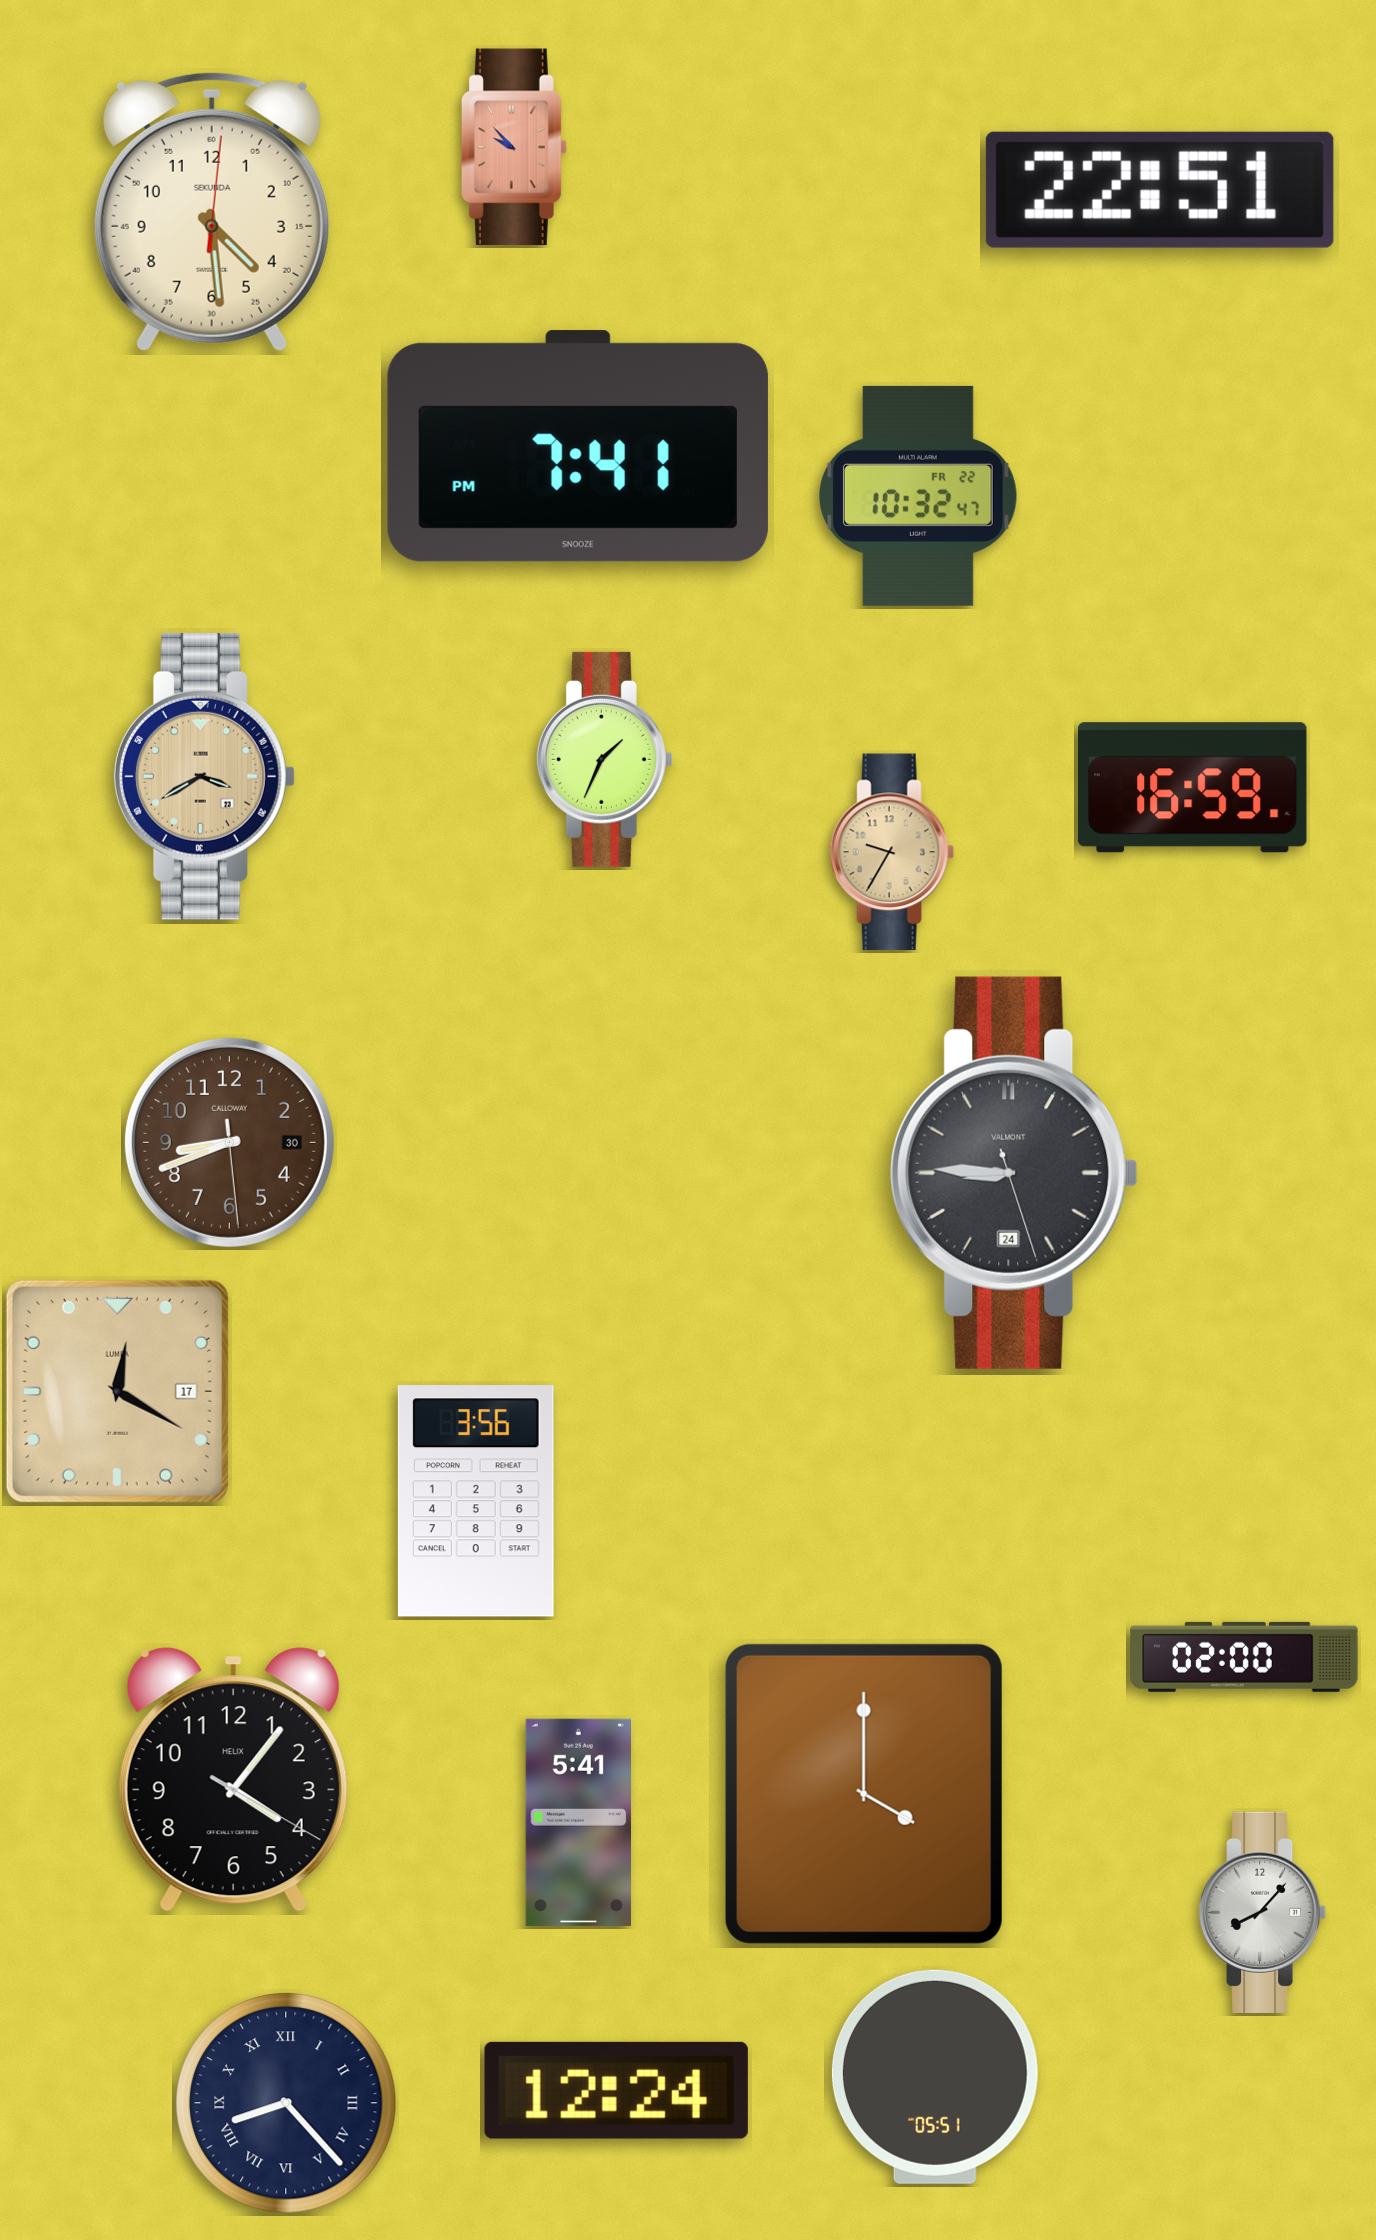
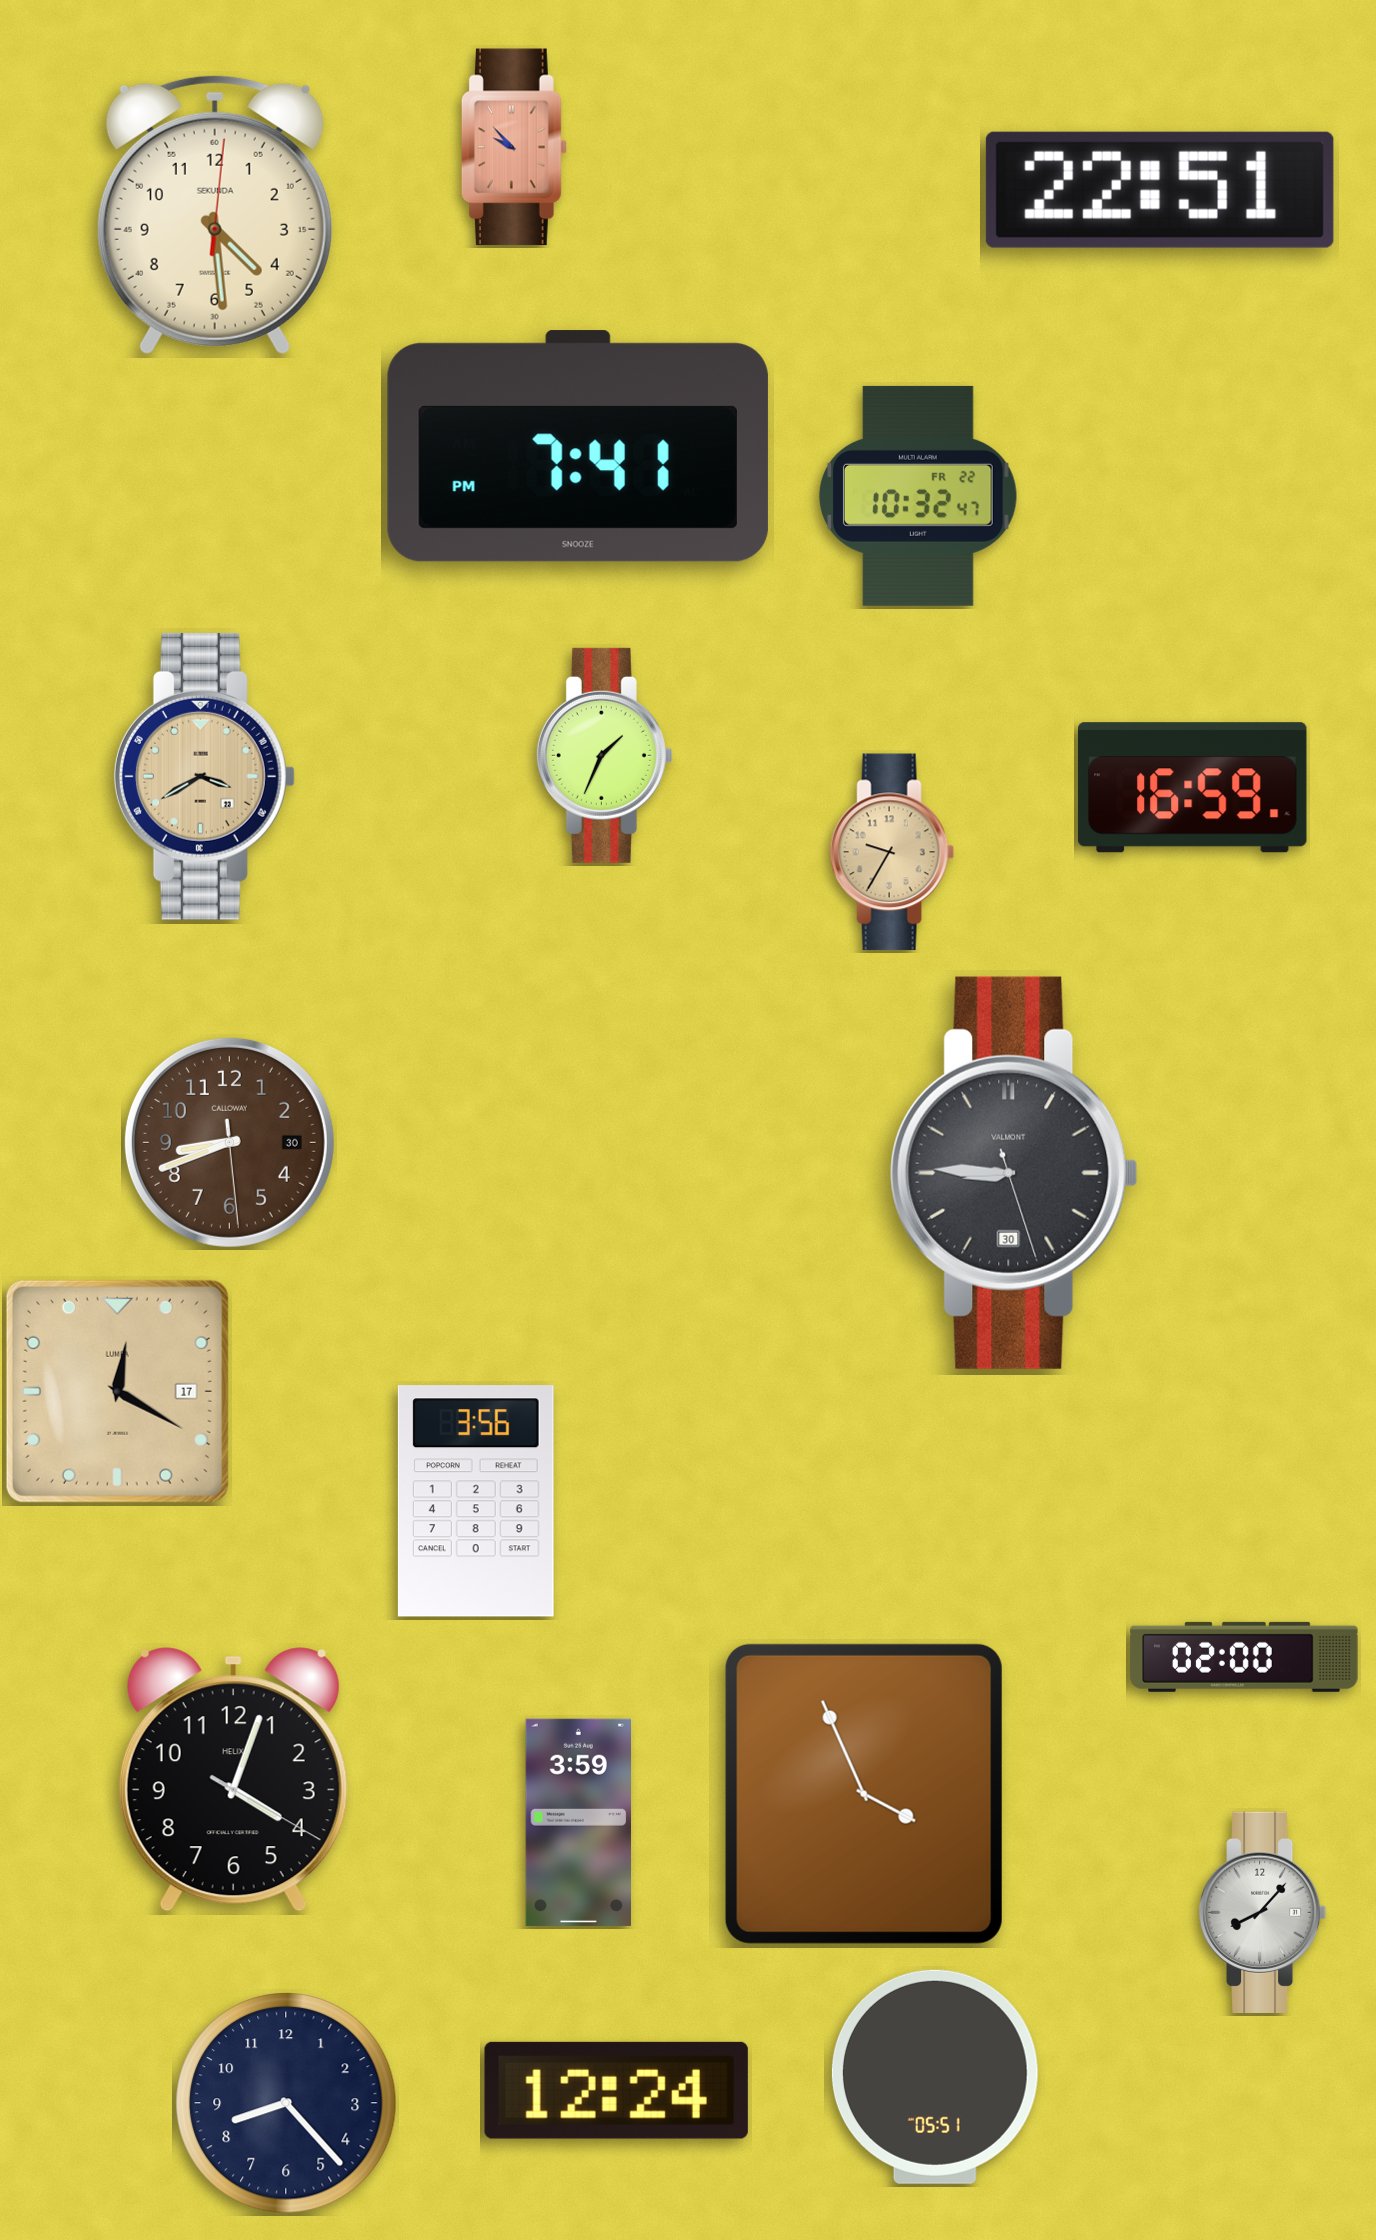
clock at (212, 211) position: (212, 211) -> (215, 214)
clock at (604, 759) position: (604, 759) -> (604, 755)
clock at (1014, 1173) date: 24 -> 30
clock at (233, 1780): 4:06 -> 4:03
clock at (864, 1794): 4:00 -> 3:56
clock at (578, 1822): 5:41 -> 3:59
clock at (286, 2103) numerals: Roman -> Arabic
